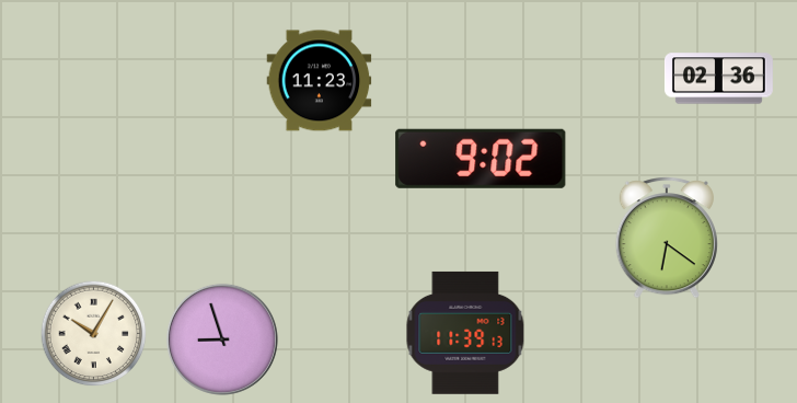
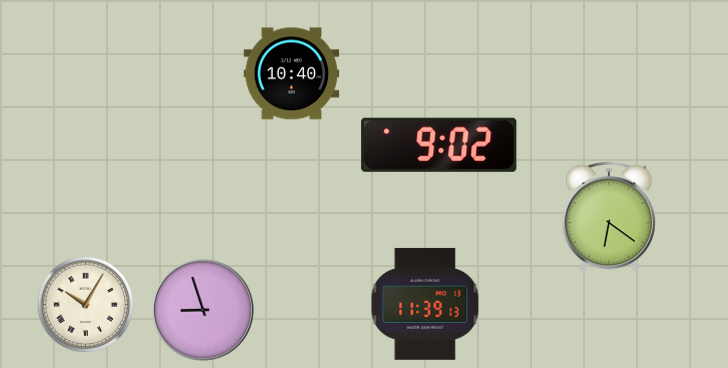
clock at (718, 79): 02:36 -> none
clock at (320, 81): 11:23 -> 10:40
